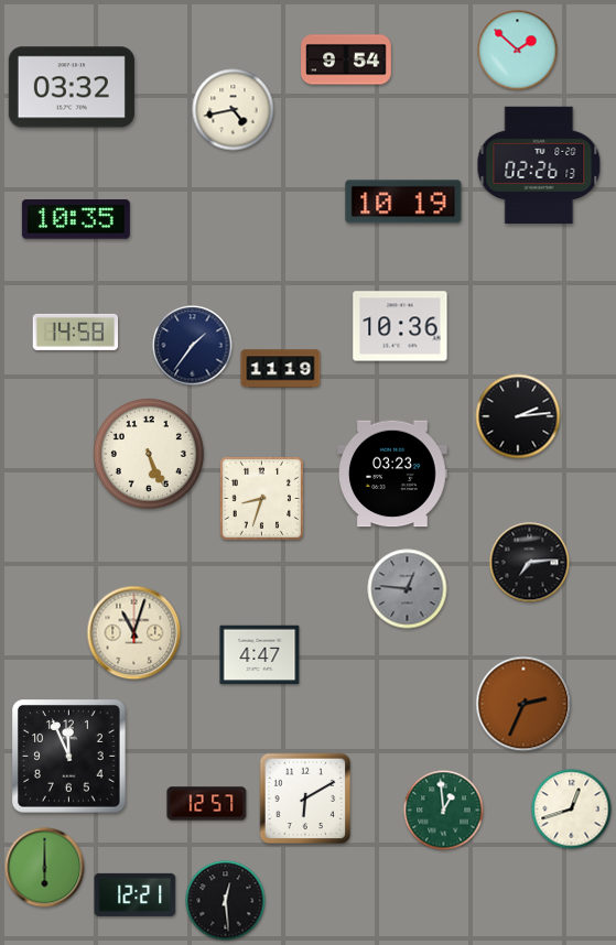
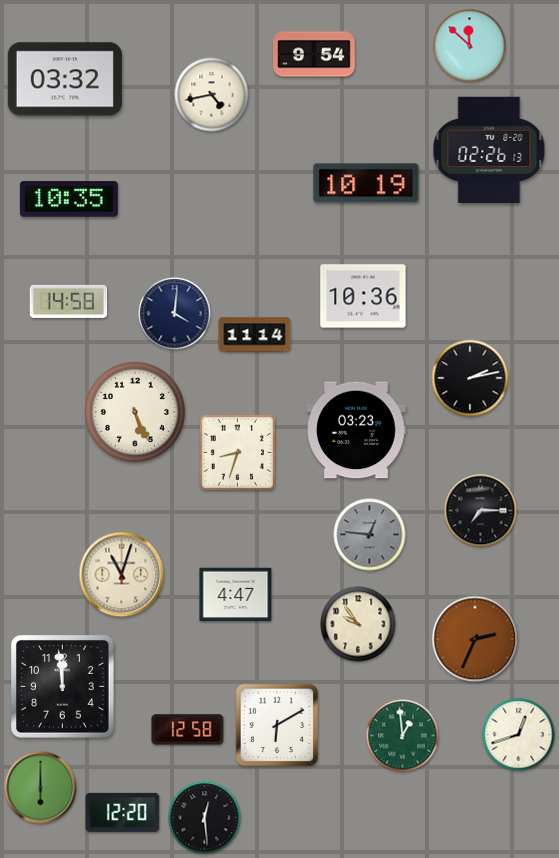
clock at (518, 51): 1:52 -> 11:52
clock at (234, 110) position: (234, 110) -> (212, 95)
clock at (193, 346): 1:36 -> 4:01
clock at (281, 369): 11:19 -> 11:14
clock at (518, 416): 2:14 -> 2:13
clock at (530, 563): 7:14 -> 7:15
clock at (358, 624): none -> 9:54
clock at (69, 757): 11:56 -> 11:59
clock at (207, 804): 12:57 -> 12:58
clock at (136, 894): 12:21 -> 12:20
